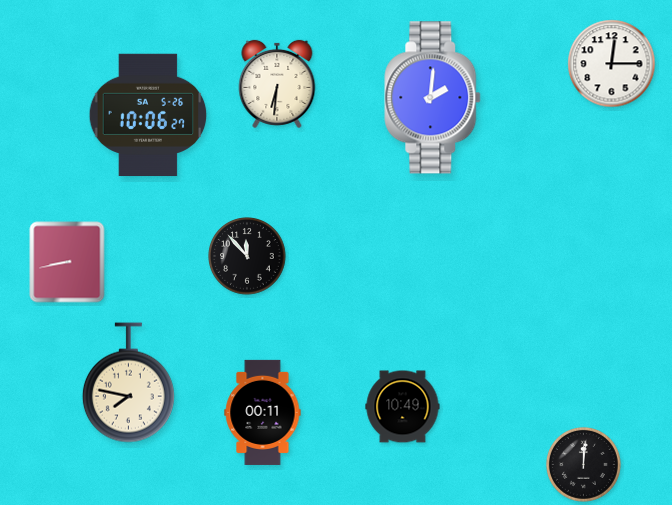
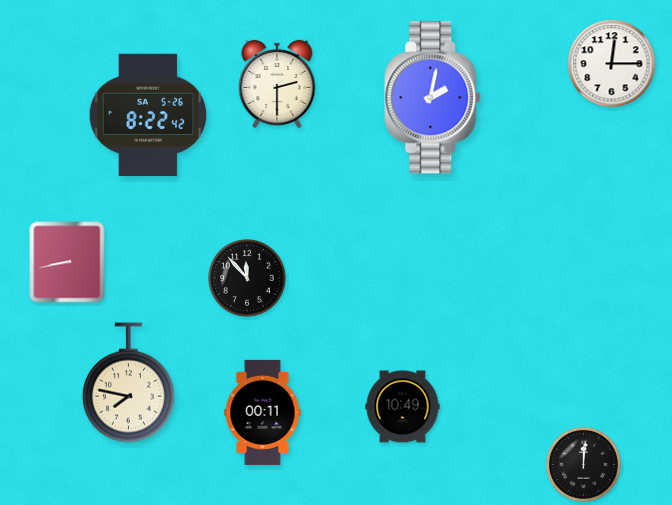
clock at (277, 84): 6:31 -> 2:30
clock at (433, 98): 2:01 -> 2:02
clock at (148, 115): 10:06 -> 8:22
clock at (247, 256) position: (247, 256) -> (247, 278)
